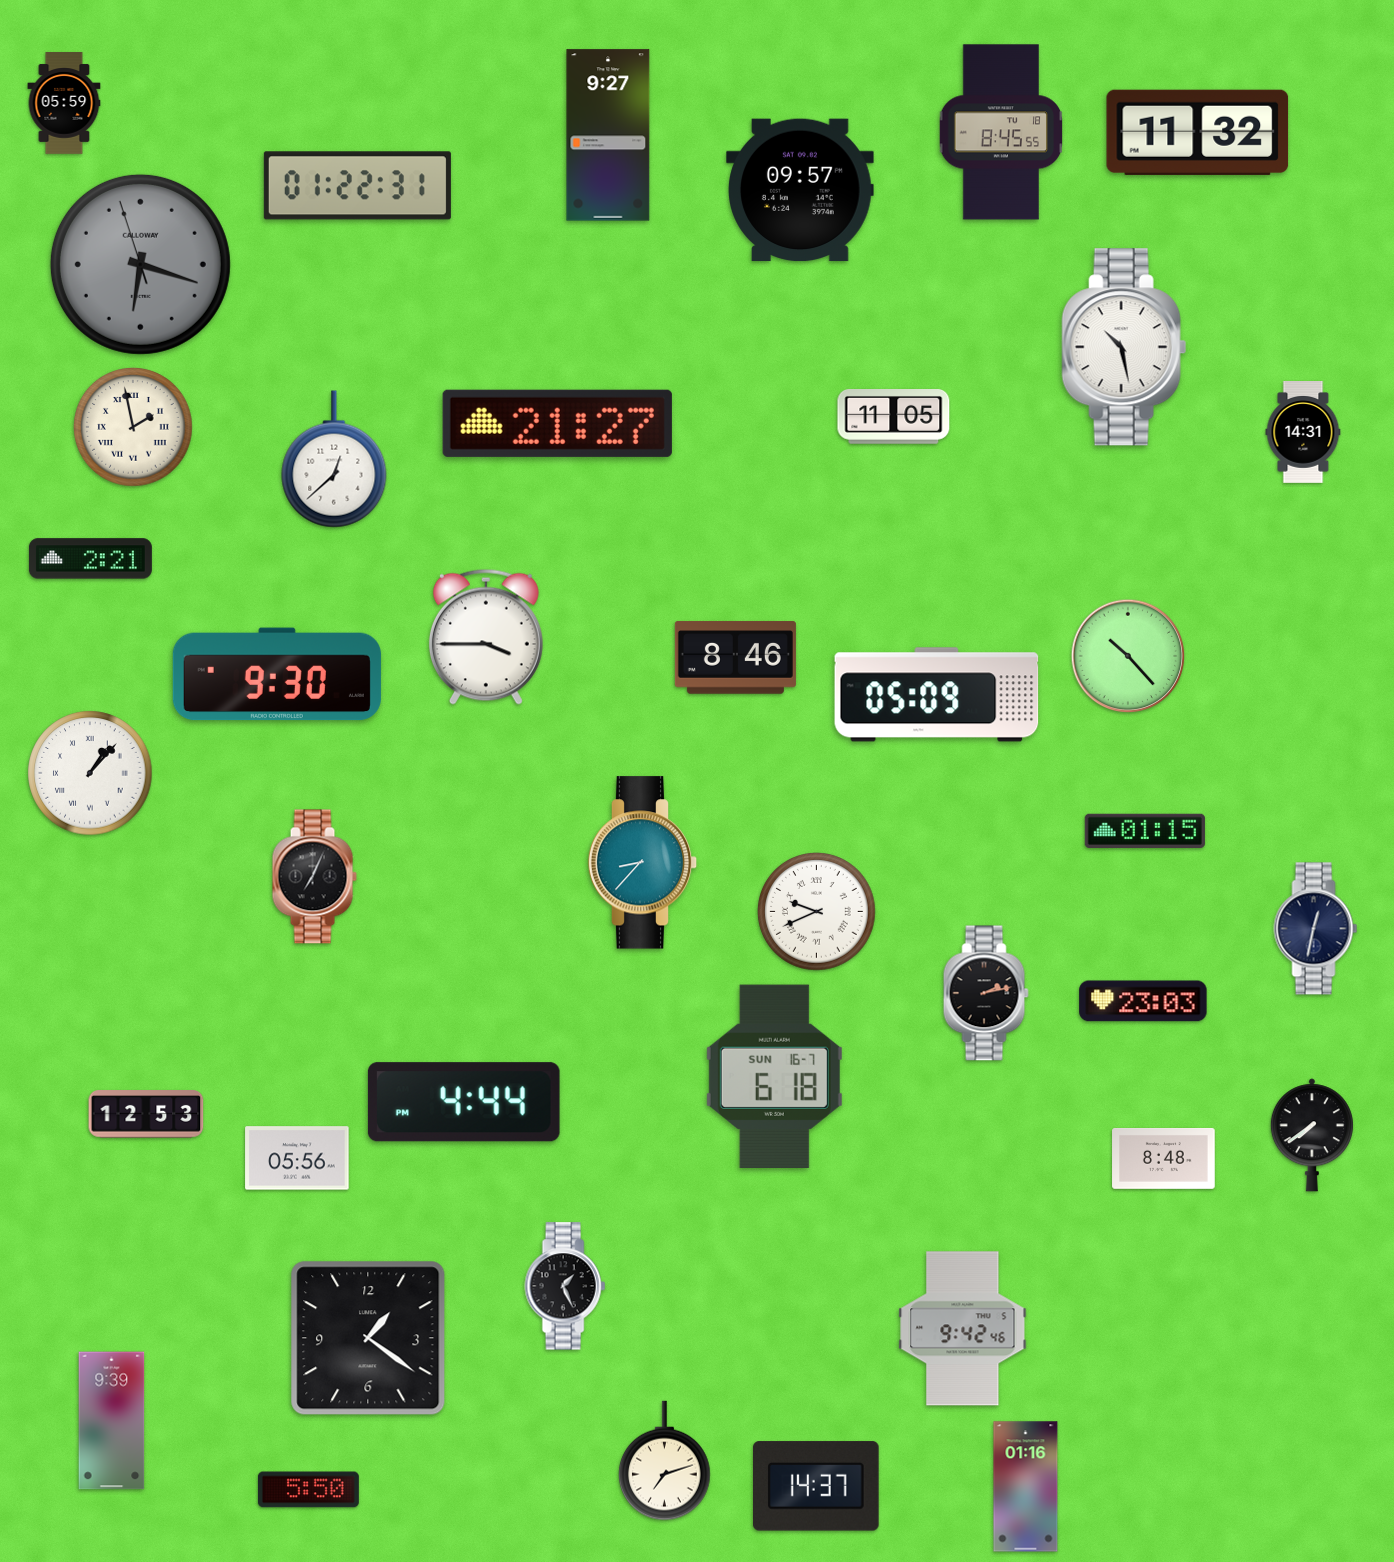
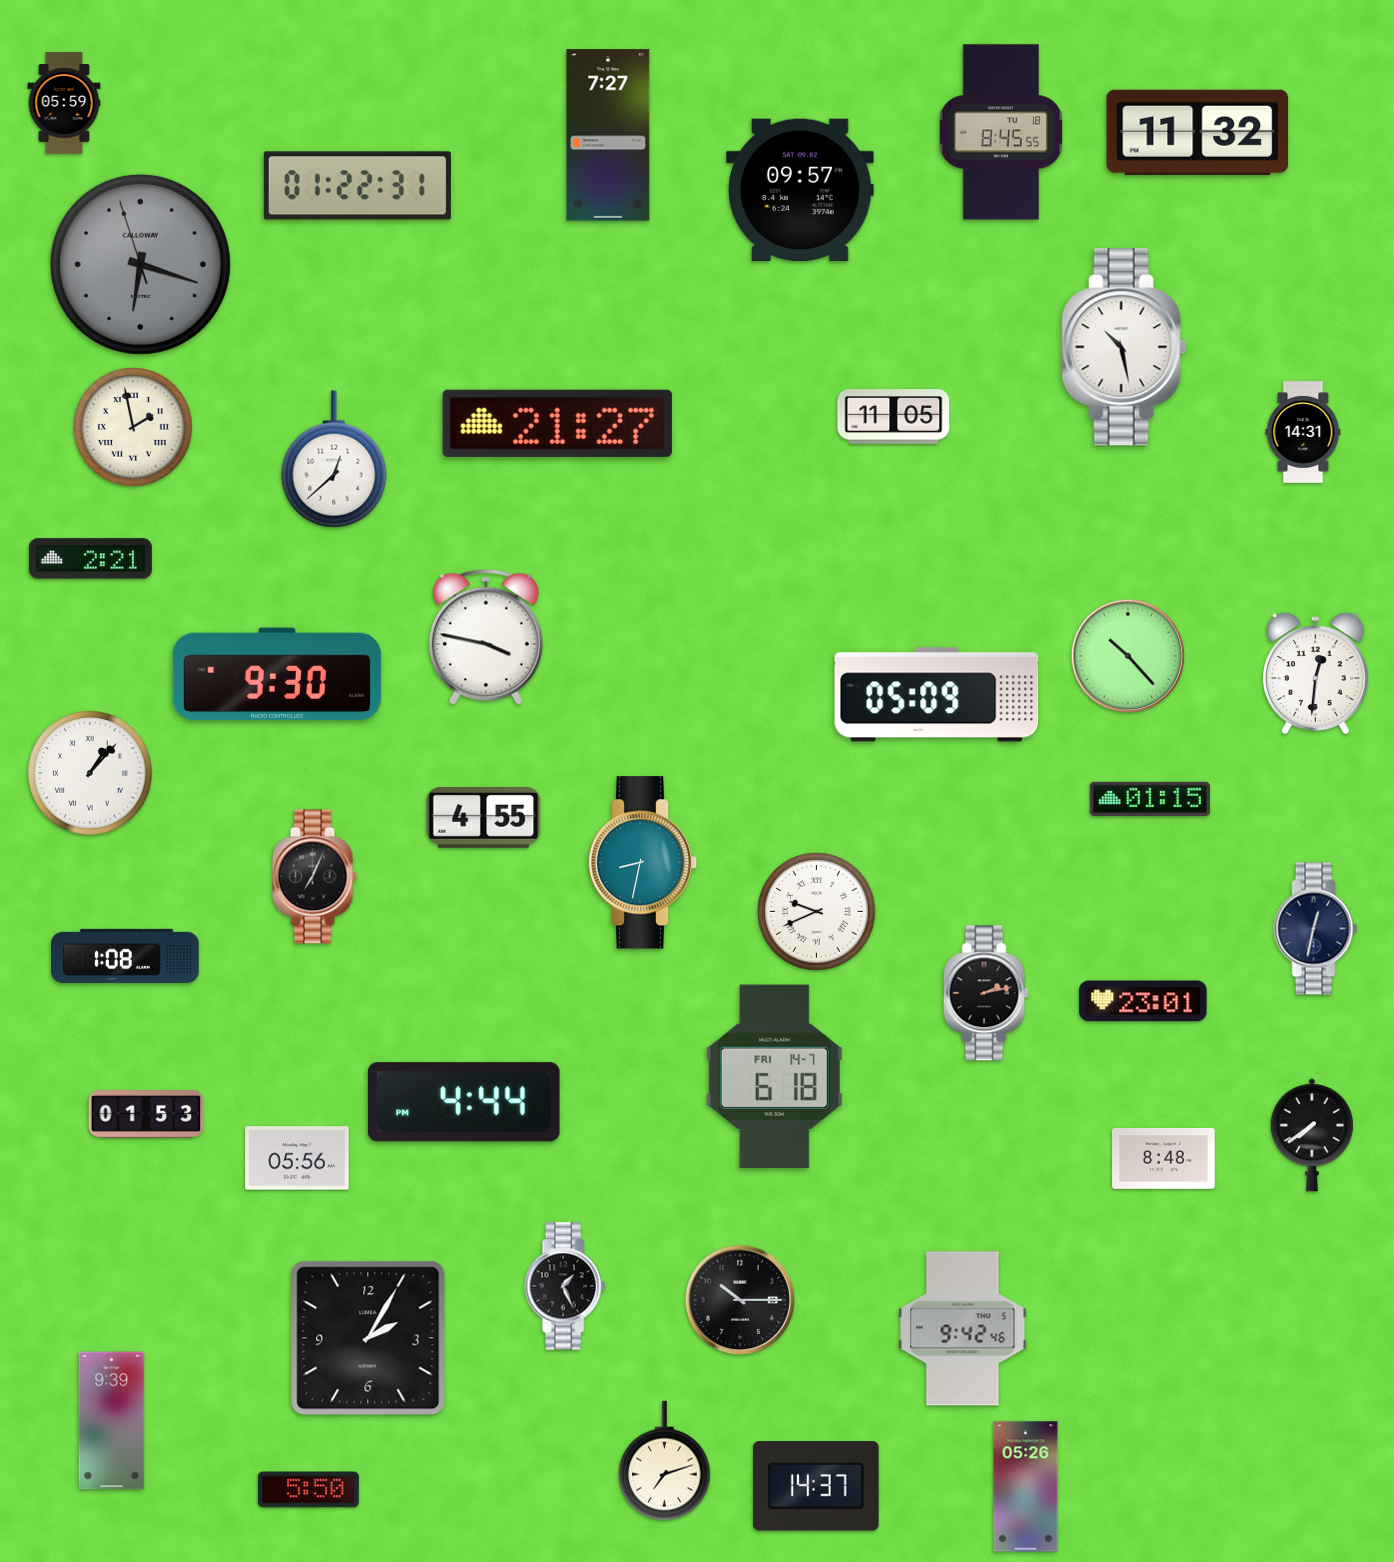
clock at (608, 135): 9:27 -> 7:27
clock at (486, 637): 3:45 -> 3:47
clock at (735, 658): 8:46 -> none
clock at (1316, 674): none -> 12:31
clock at (484, 817): none -> 4:55
clock at (1145, 831) position: (1145, 831) -> (1150, 799)
clock at (643, 863): 8:37 -> 8:32
clock at (125, 956): none -> 1:08
clock at (1143, 1001): 23:03 -> 23:01
clock at (774, 1076) date: SUN 16-7 -> FRI 14-7
clock at (146, 1114): 12:53 -> 01:53
clock at (740, 1300): none -> 10:15
clock at (368, 1338): 1:21 -> 2:05
clock at (1026, 1487): 01:16 -> 05:26
